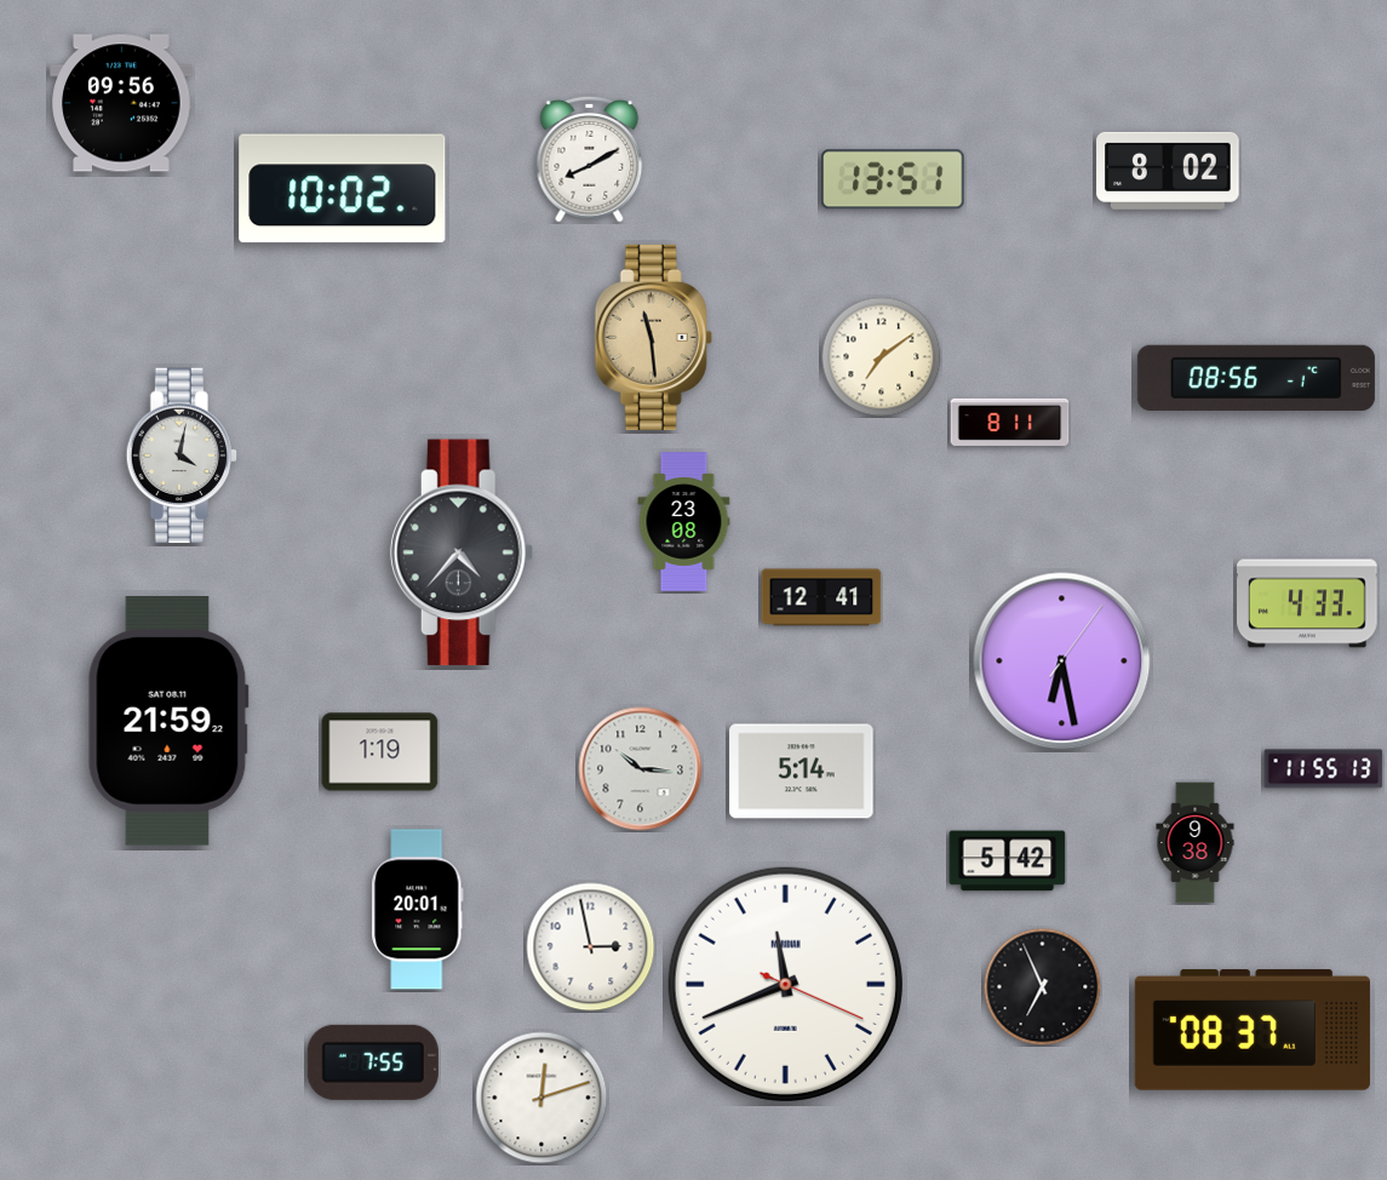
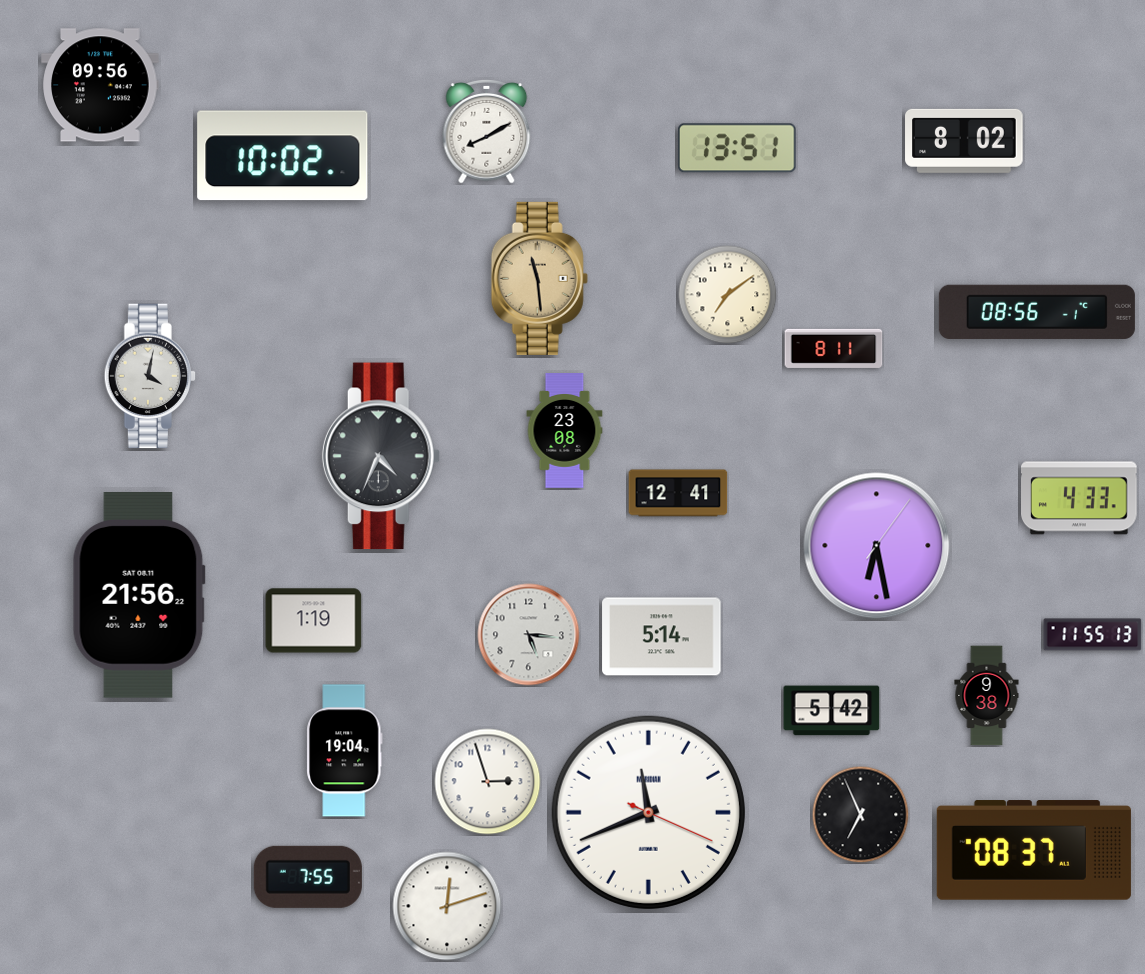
clock at (462, 552): 4:37 -> 4:34
clock at (168, 722): 21:59 -> 21:56
clock at (641, 769): 10:16 -> 5:16
clock at (418, 910): 20:01 -> 19:04
clock at (591, 947): 2:58 -> 2:57
